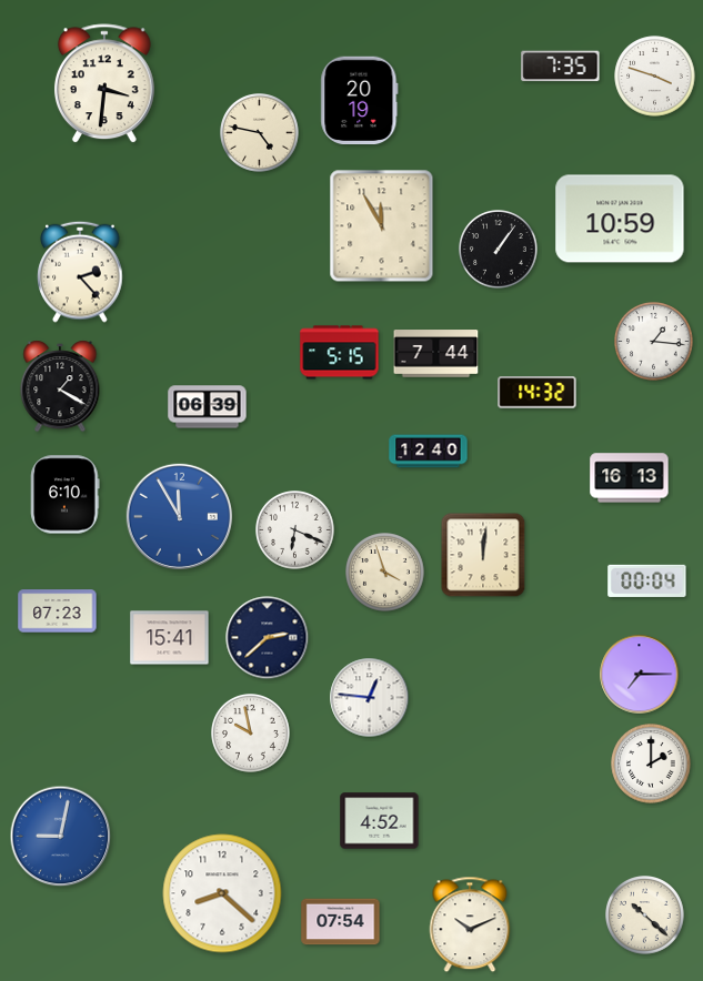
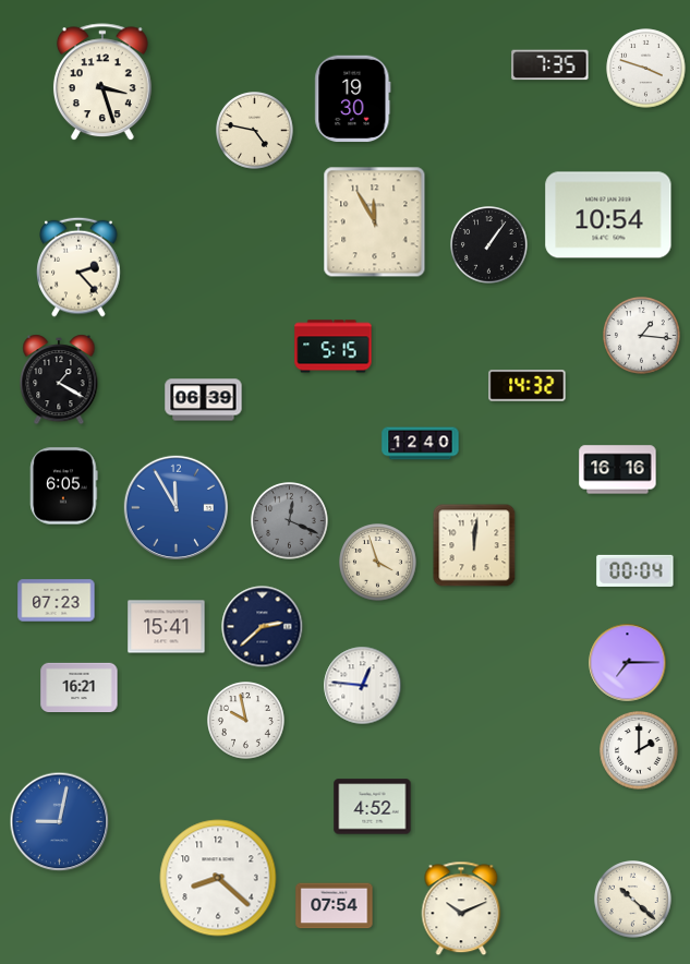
clock at (655, 77) position: (655, 77) -> (646, 69)
clock at (104, 84): 3:31 -> 3:27
clock at (360, 101): 20:19 -> 19:30
clock at (620, 219): 10:59 -> 10:54
clock at (436, 354): 7:44 -> none
clock at (630, 478): 16:13 -> 16:16
clock at (66, 495): 6:10 -> 6:05
clock at (295, 530): 6:19 -> 12:19
clock at (295, 530) dial: white -> grey
clock at (80, 688): none -> 16:21
